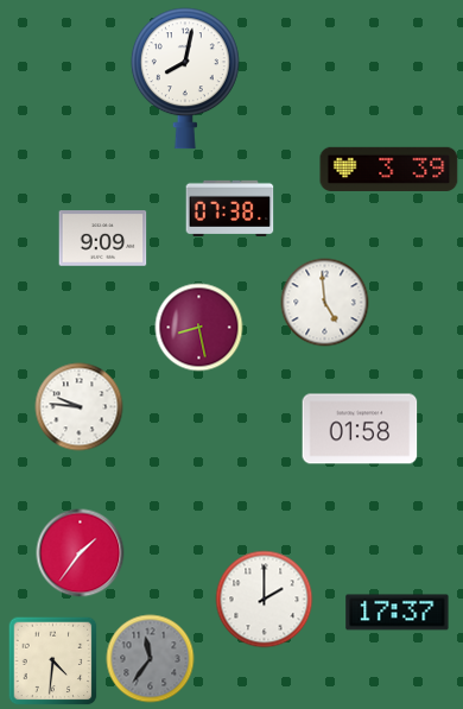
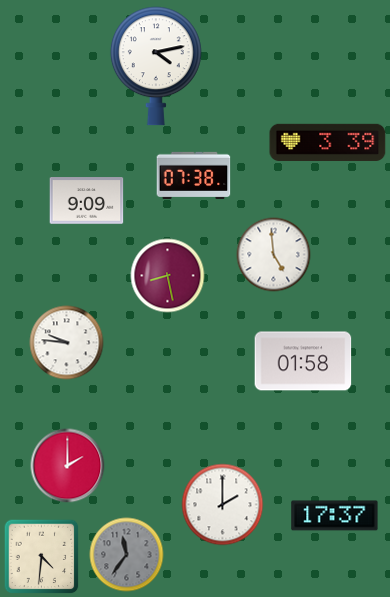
clock at (185, 78): 8:02 -> 4:13
clock at (81, 553): 1:36 -> 2:00
clock at (53, 661) position: (53, 661) -> (42, 557)
